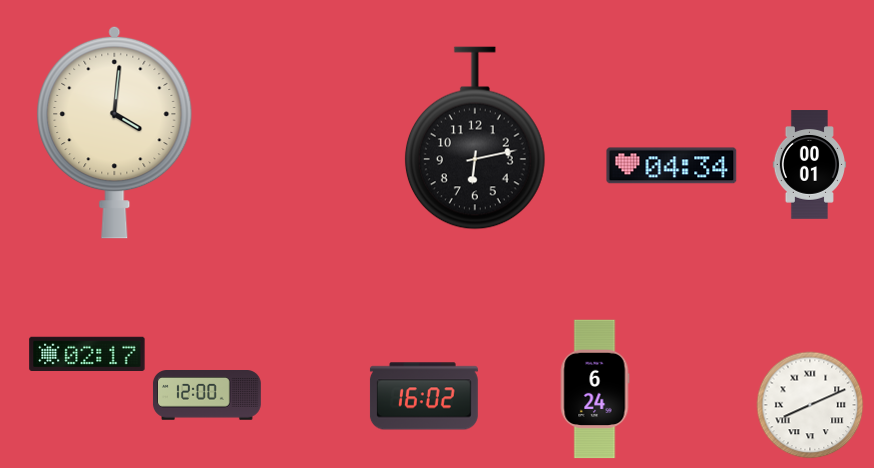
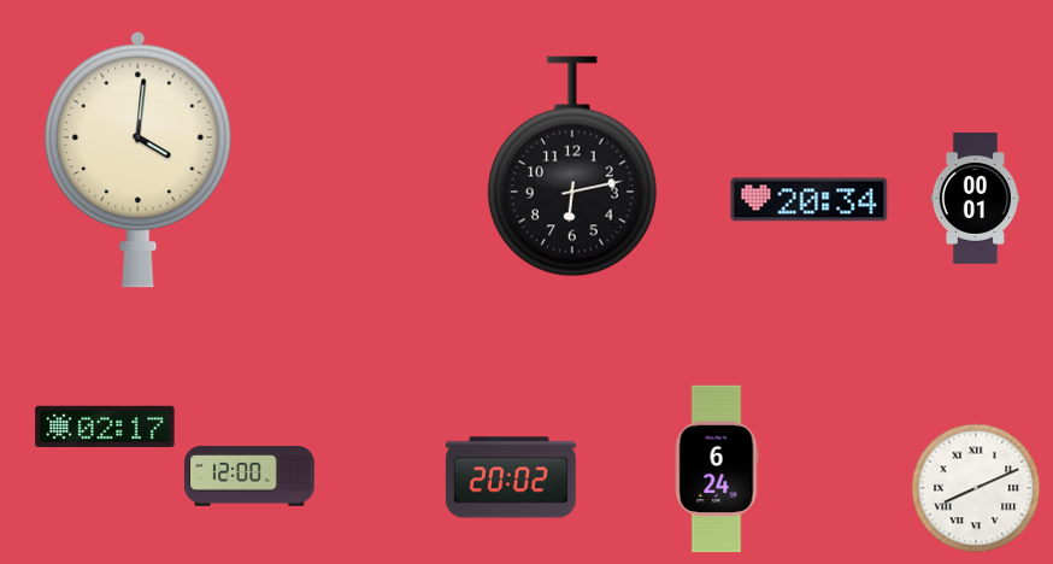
clock at (672, 166): 04:34 -> 20:34
clock at (424, 396): 16:02 -> 20:02
